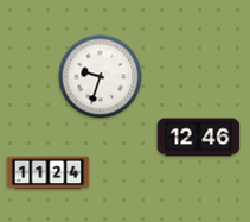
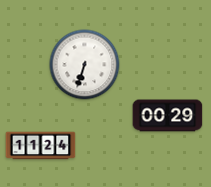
clock at (101, 77): 9:33 -> 6:33
clock at (199, 138): 12:46 -> 00:29
